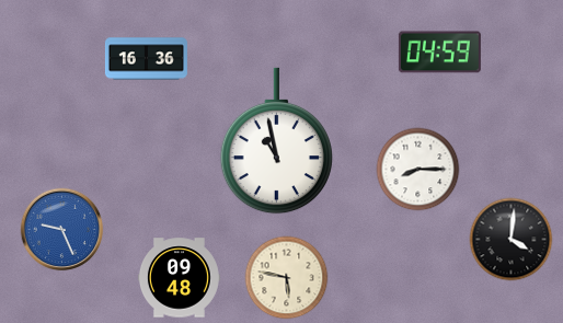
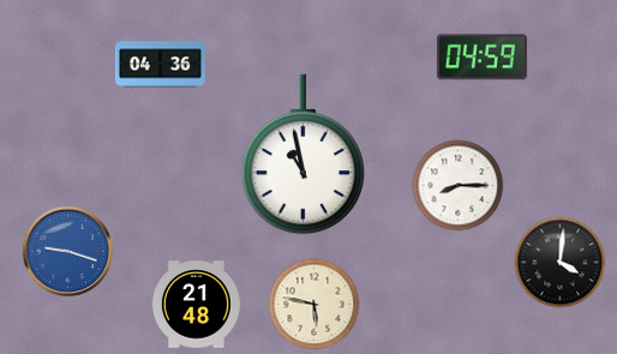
clock at (146, 59): 16:36 -> 04:36
clock at (62, 230): 9:26 -> 9:18
clock at (179, 278): 09:48 -> 21:48
